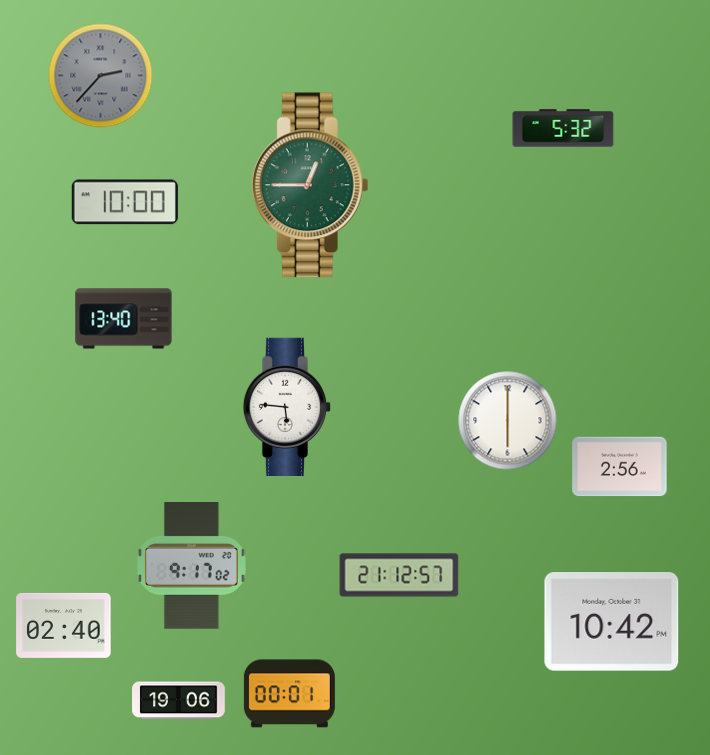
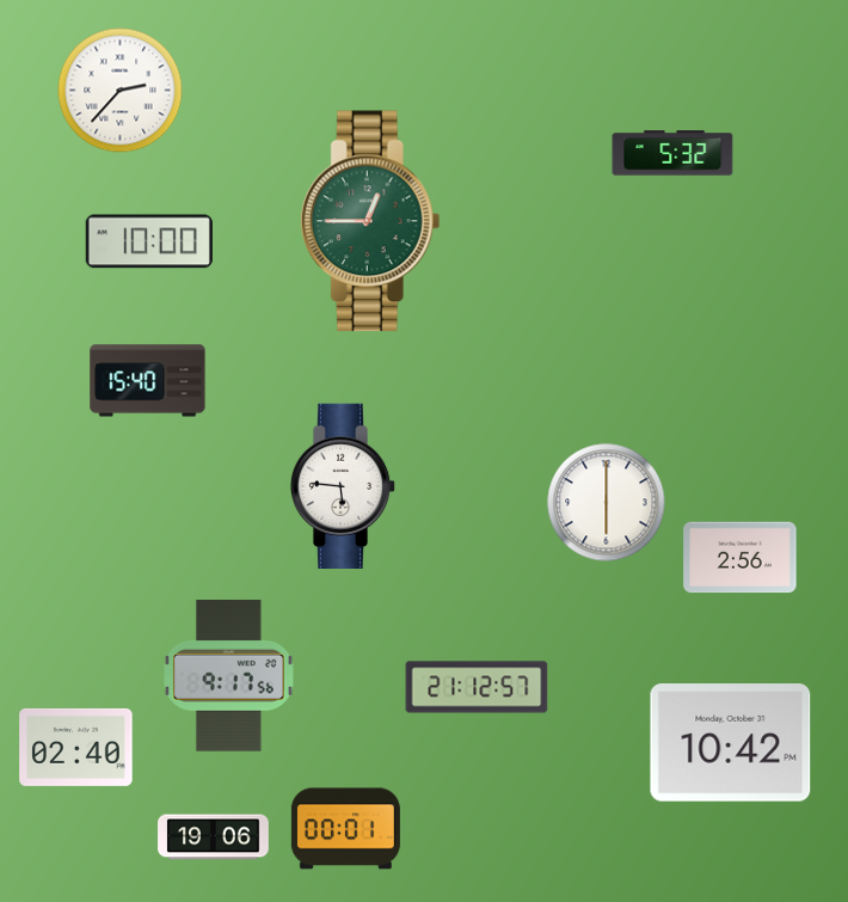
clock at (101, 76) dial: grey -> white
clock at (124, 319): 13:40 -> 15:40
clock at (192, 566): 9:17:02 -> 9:17:56
